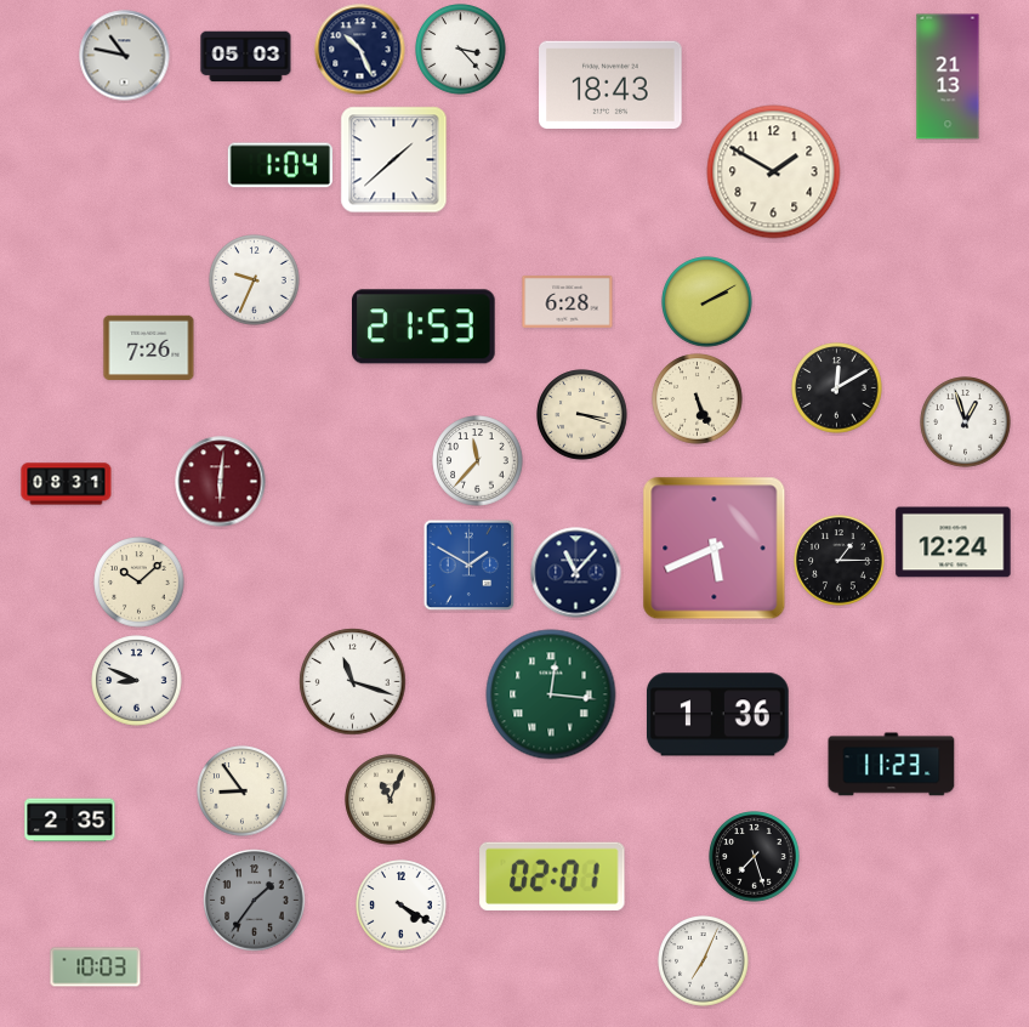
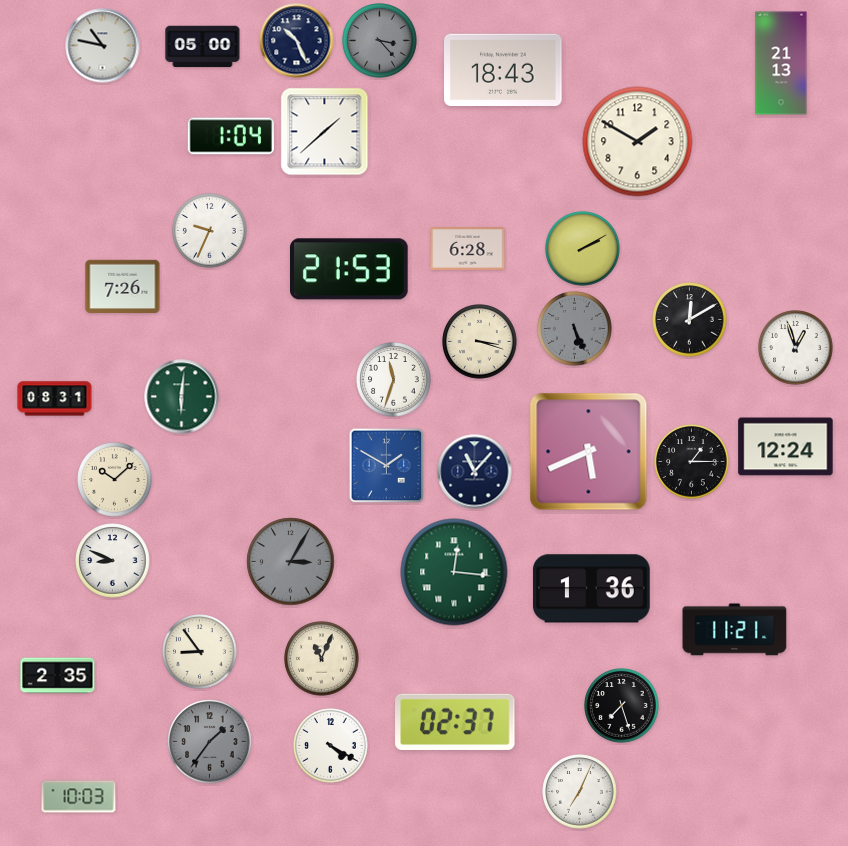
clock at (461, 50) dial: white -> grey
clock at (246, 57): 05:03 -> 05:00
clock at (698, 399) dial: cream -> grey
clock at (478, 461): 11:37 -> 11:33
clock at (221, 482) dial: burgundy -> green
clock at (353, 682): 11:18 -> 3:05
clock at (353, 682) dial: white -> grey
clock at (892, 765): 11:23 -> 11:21
clock at (552, 876): 02:01 -> 02:37
